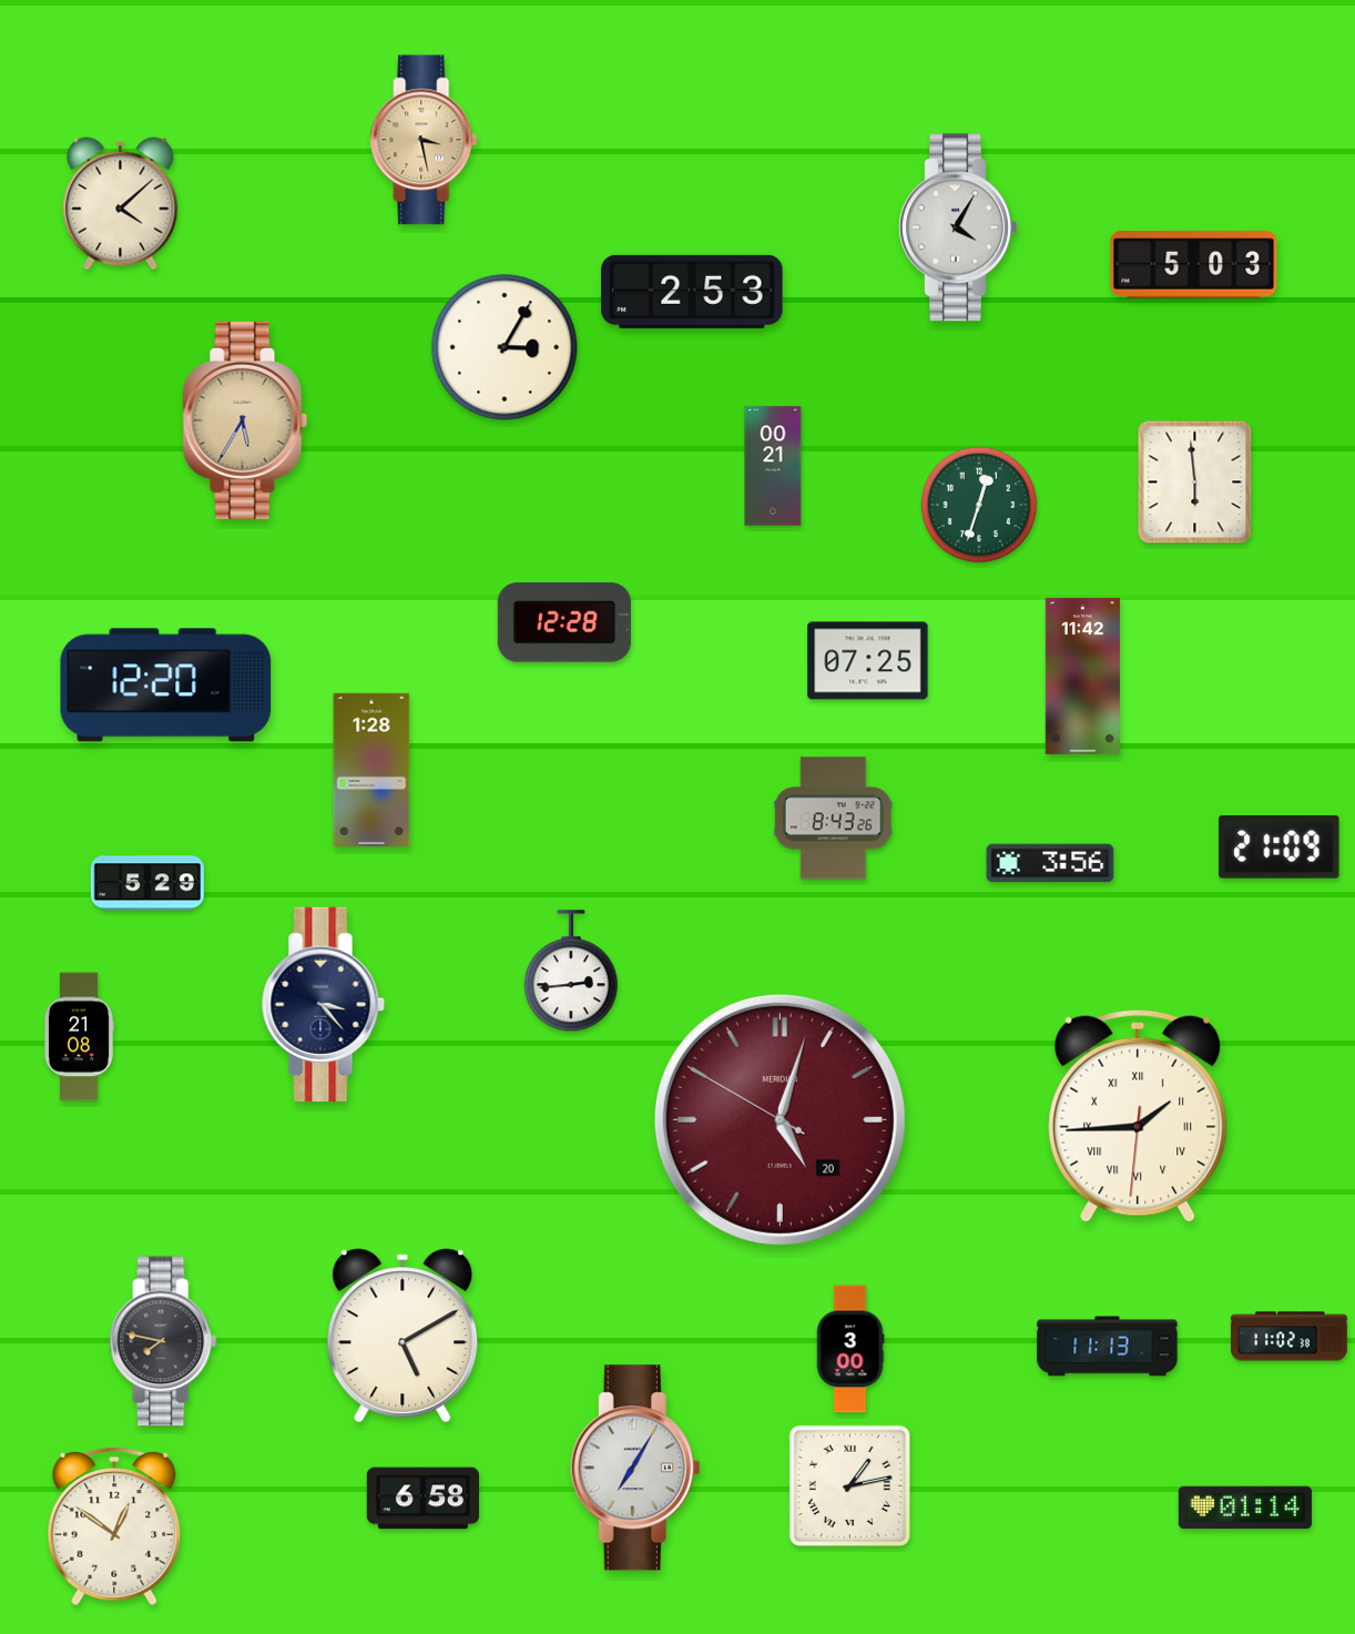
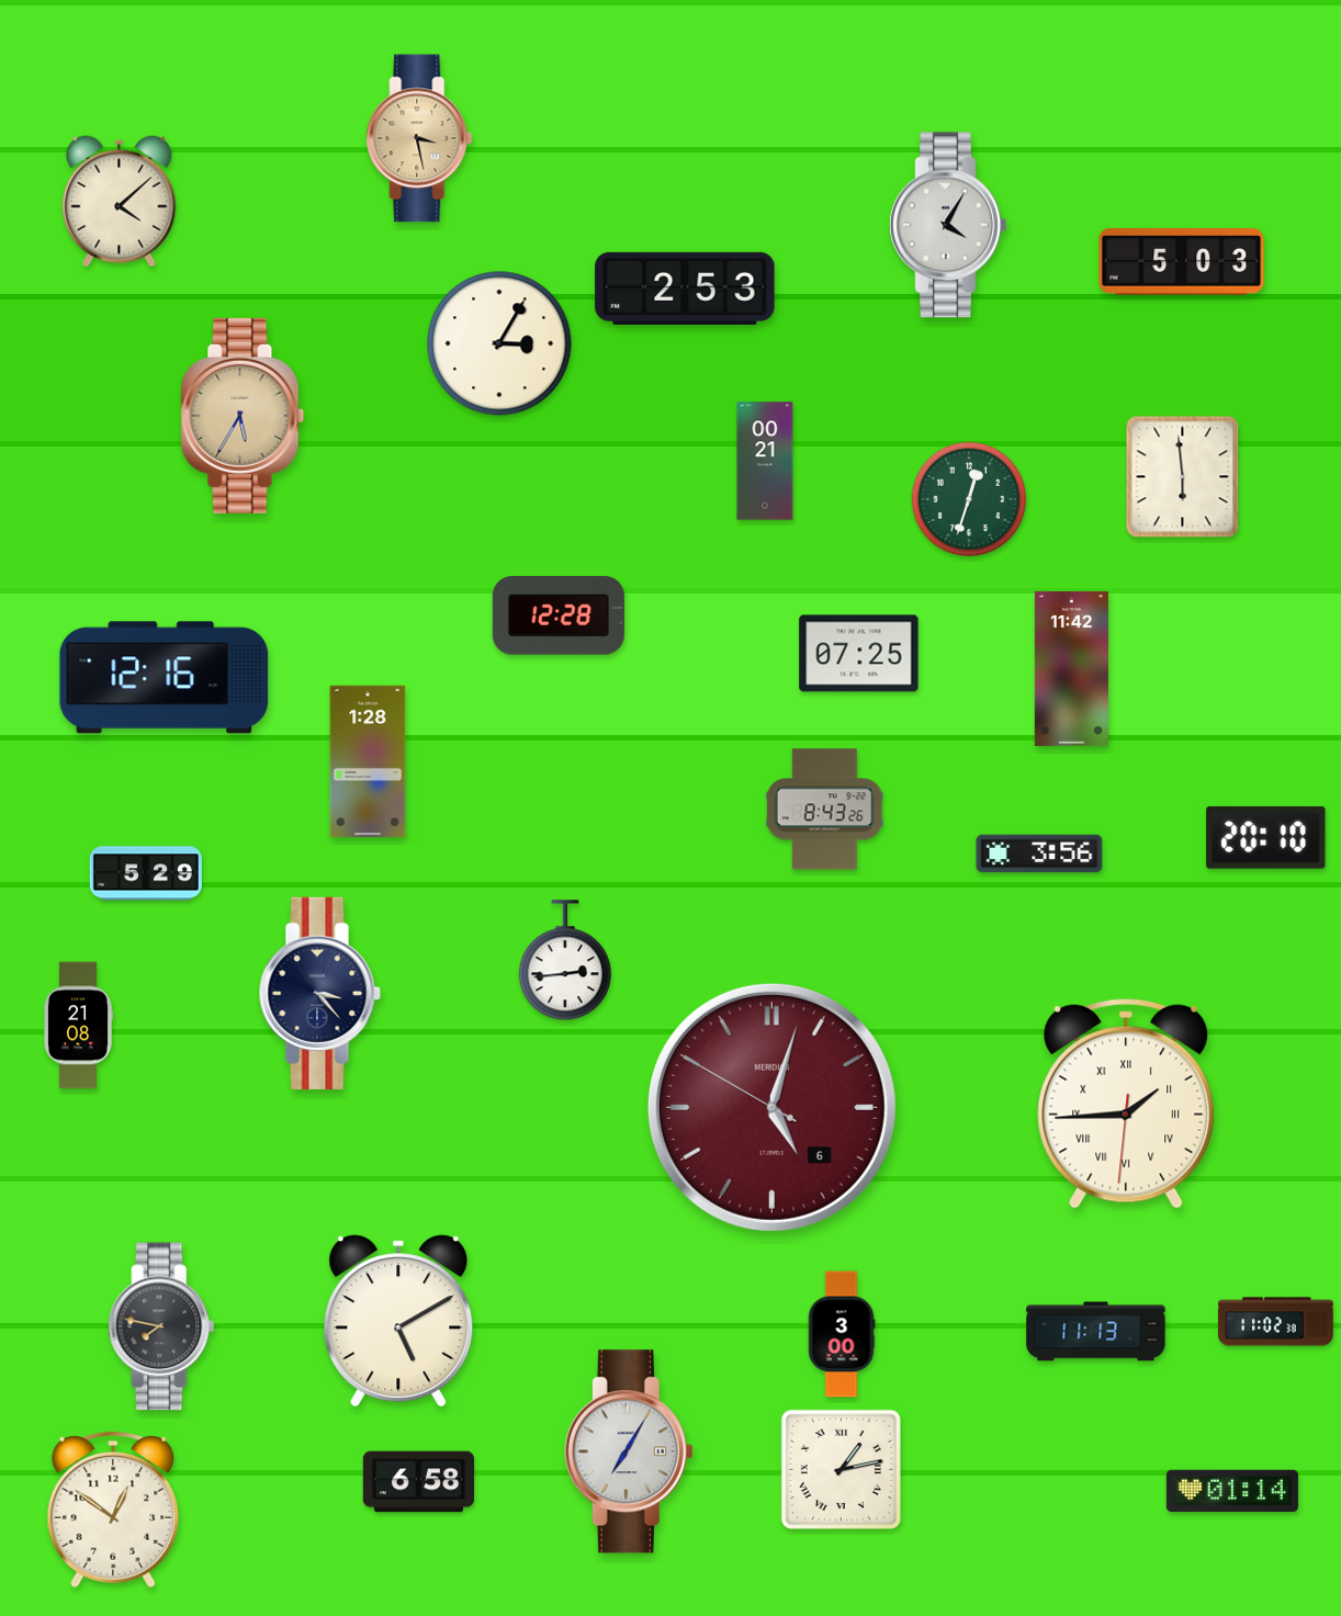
clock at (166, 686): 12:20 -> 12:16
clock at (1280, 846): 21:09 -> 20:10
clock at (780, 1119) date: 20 -> 6
